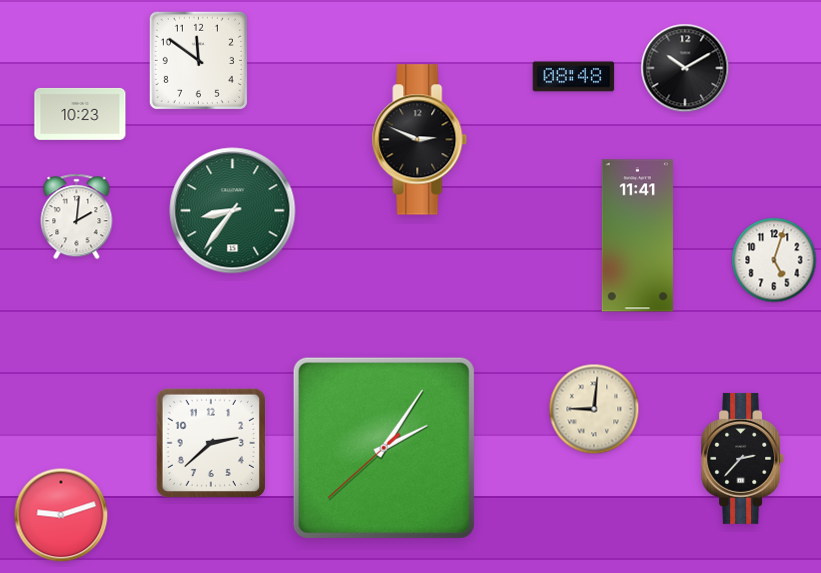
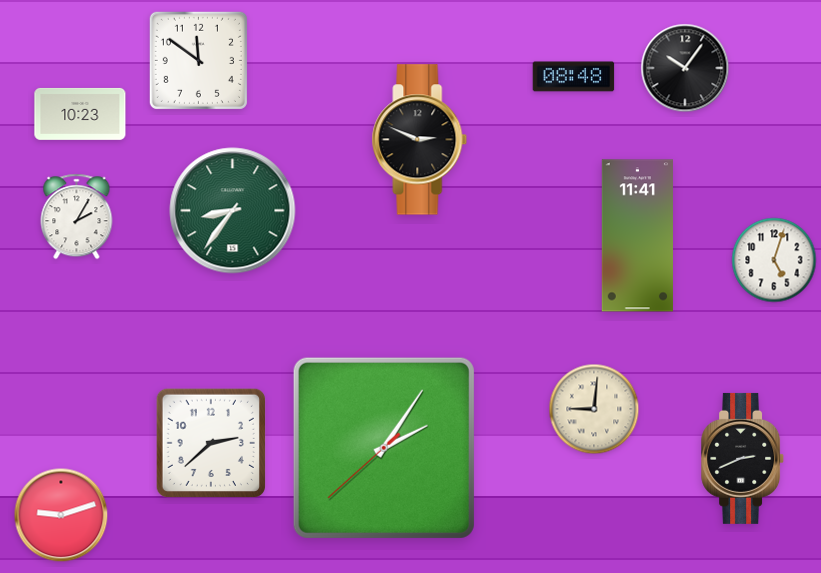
clock at (685, 68): 10:10 -> 10:06
clock at (77, 217): 2:01 -> 2:05
clock at (743, 458): 2:37 -> 2:41
